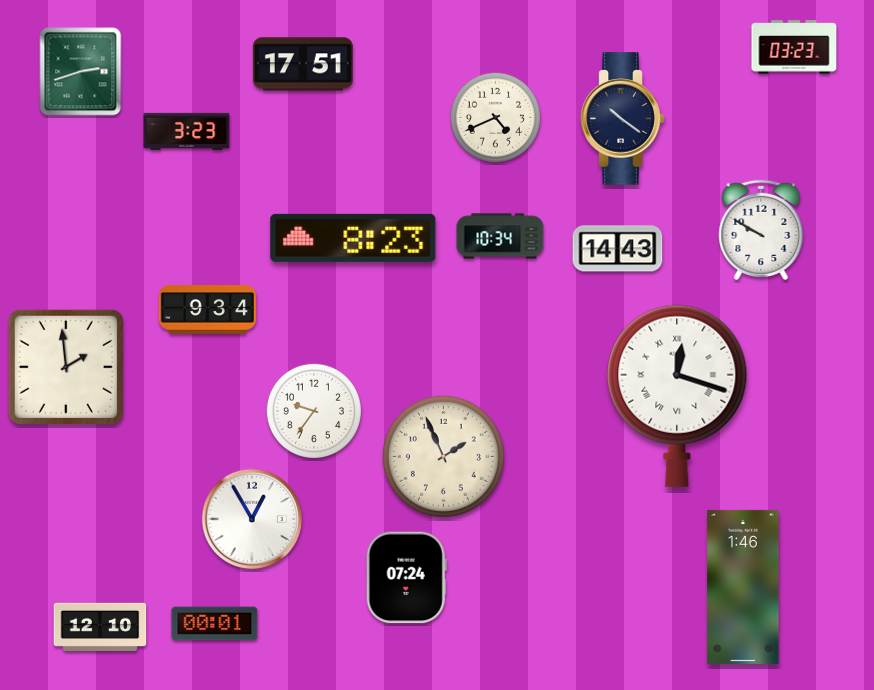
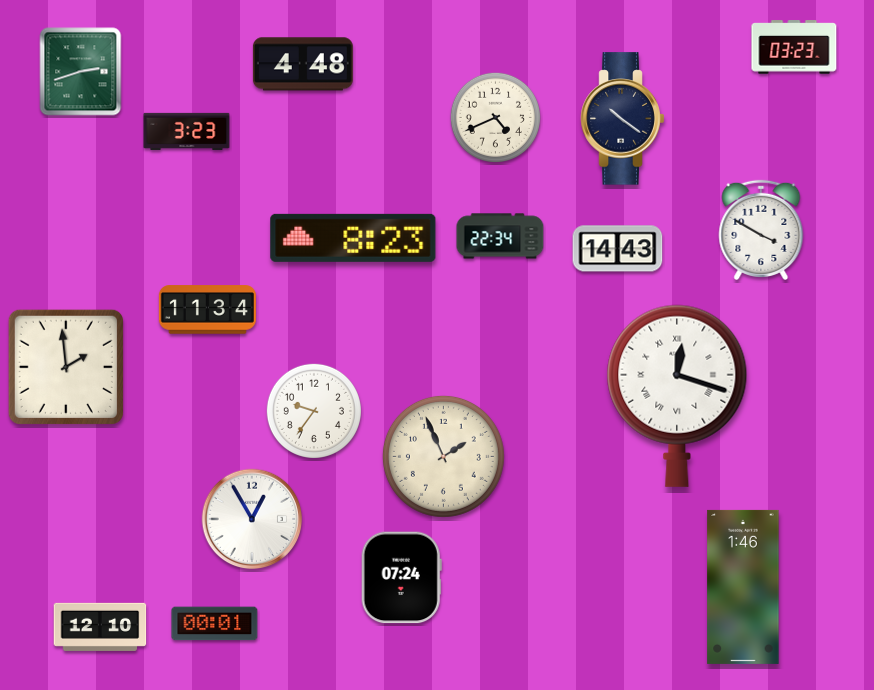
clock at (303, 64): 17:51 -> 4:48
clock at (761, 230): 9:50 -> 3:50
clock at (500, 236): 10:34 -> 22:34
clock at (207, 310): 9:34 -> 11:34
clock at (406, 578) position: (406, 578) -> (401, 578)
